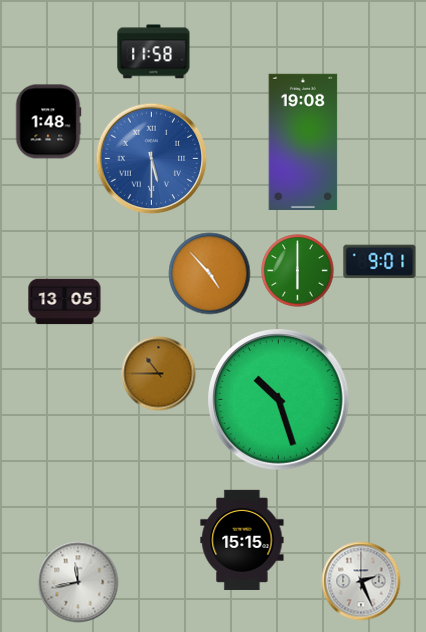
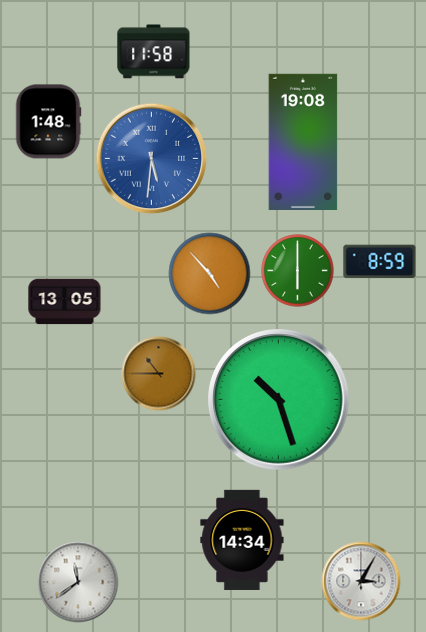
clock at (152, 159): 5:30 -> 5:31
clock at (380, 262): 9:01 -> 8:59
clock at (242, 540): 15:15 -> 14:34
clock at (361, 581): 2:26 -> 3:05
clock at (78, 582): 11:43 -> 11:39
